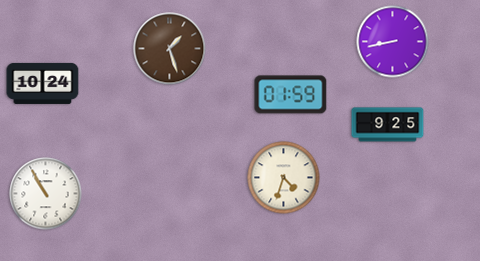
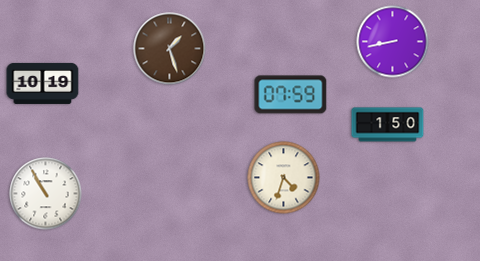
clock at (43, 83): 10:24 -> 10:19
clock at (291, 95): 01:59 -> 07:59
clock at (388, 125): 9:25 -> 1:50
